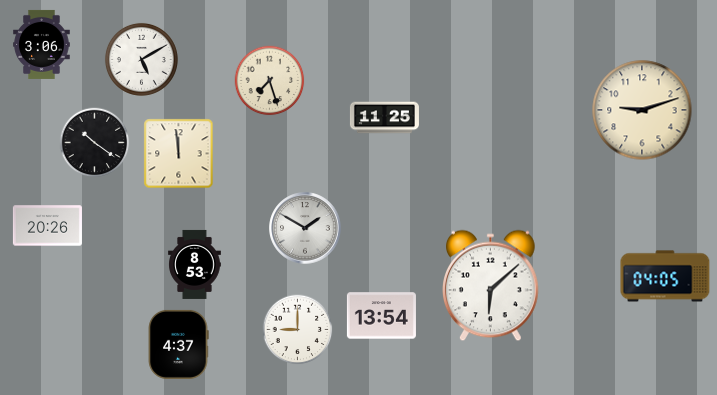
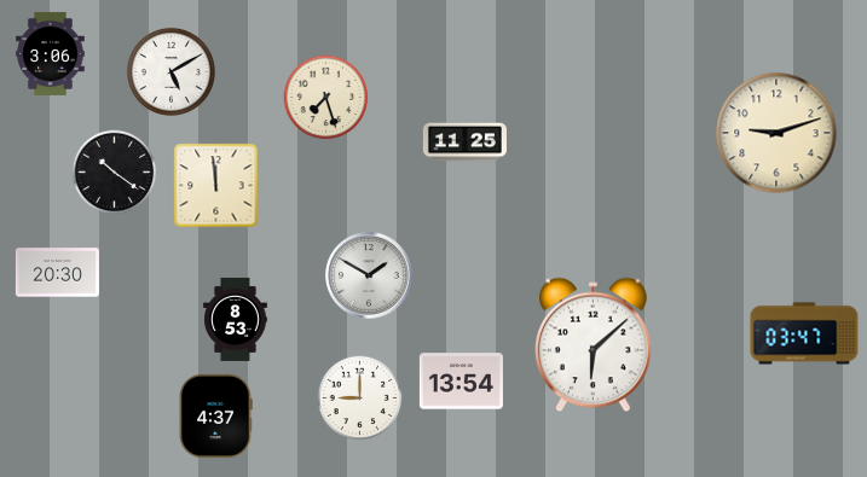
clock at (47, 226): 20:26 -> 20:30
clock at (665, 276): 04:05 -> 03:47
